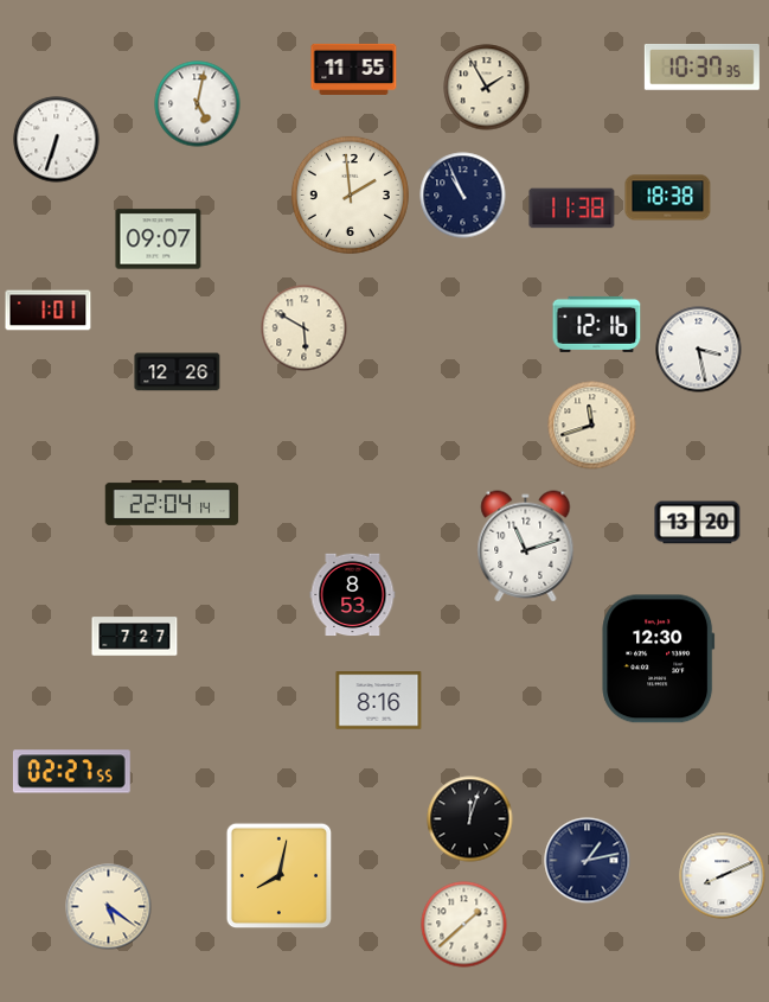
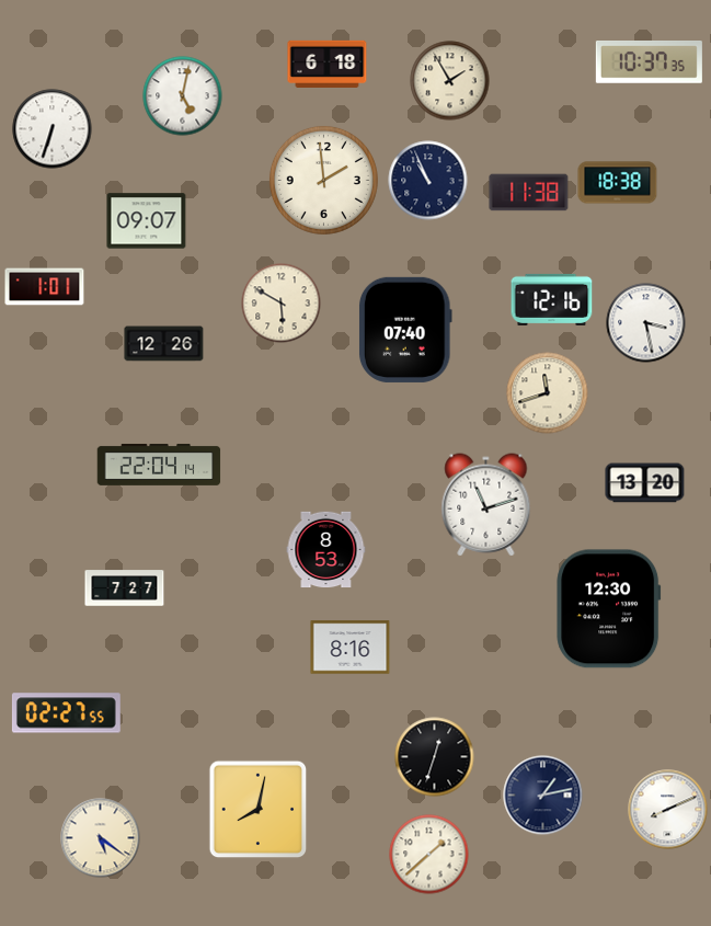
clock at (354, 69): 11:55 -> 6:18
clock at (405, 330): none -> 07:40
clock at (470, 819): 12:03 -> 12:33
